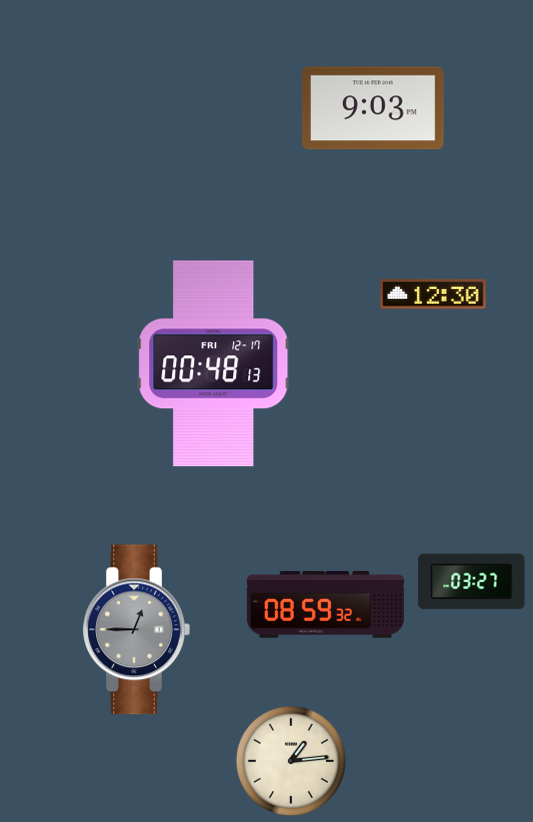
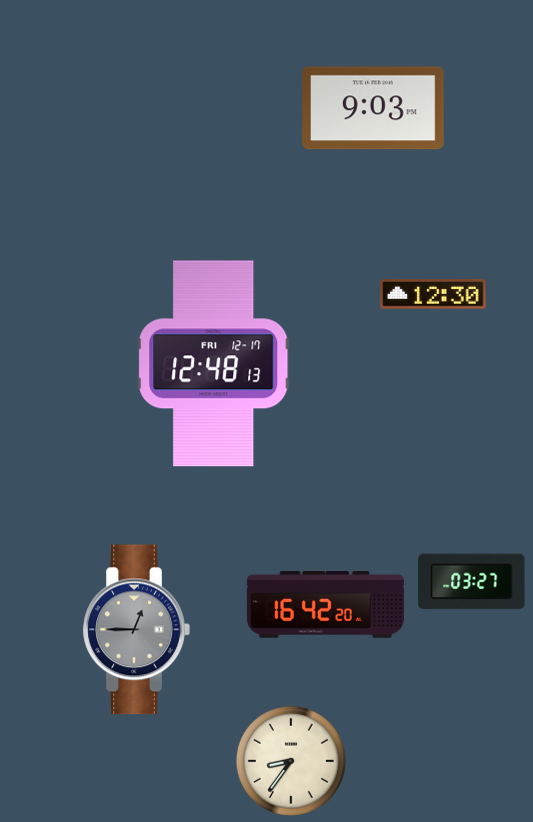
clock at (214, 364): 00:48 -> 12:48
clock at (325, 605): 08:59 -> 16:42
clock at (291, 761): 1:14 -> 8:36
